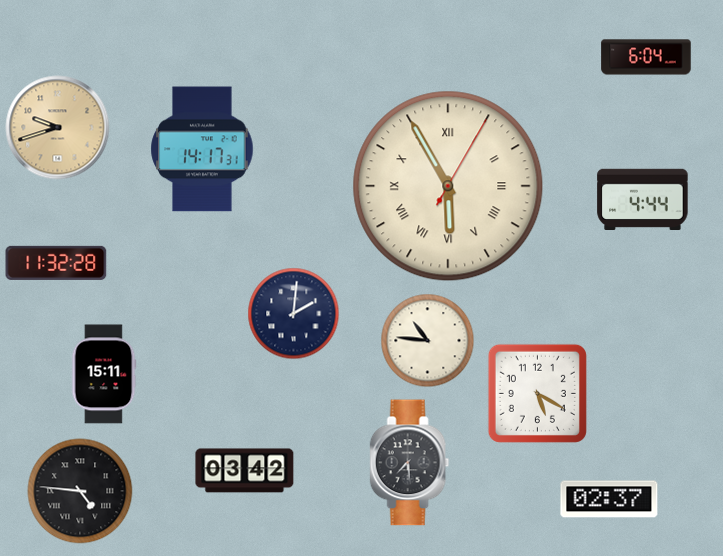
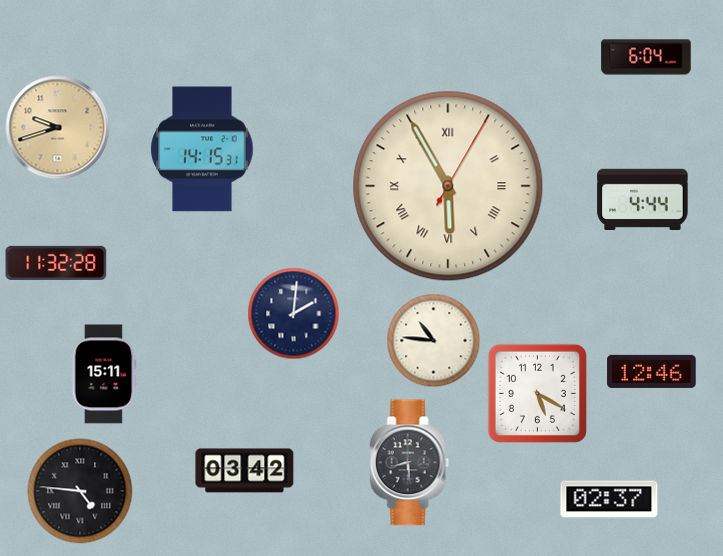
clock at (202, 149): 14:17 -> 14:15
clock at (428, 341) position: (428, 341) -> (434, 341)
clock at (652, 371): none -> 12:46
clock at (410, 463): 7:29 -> 8:29
